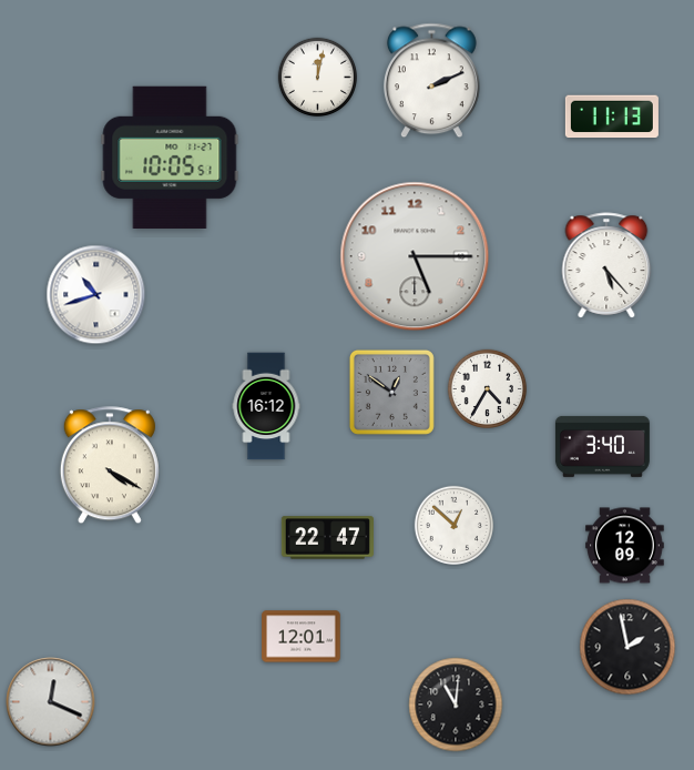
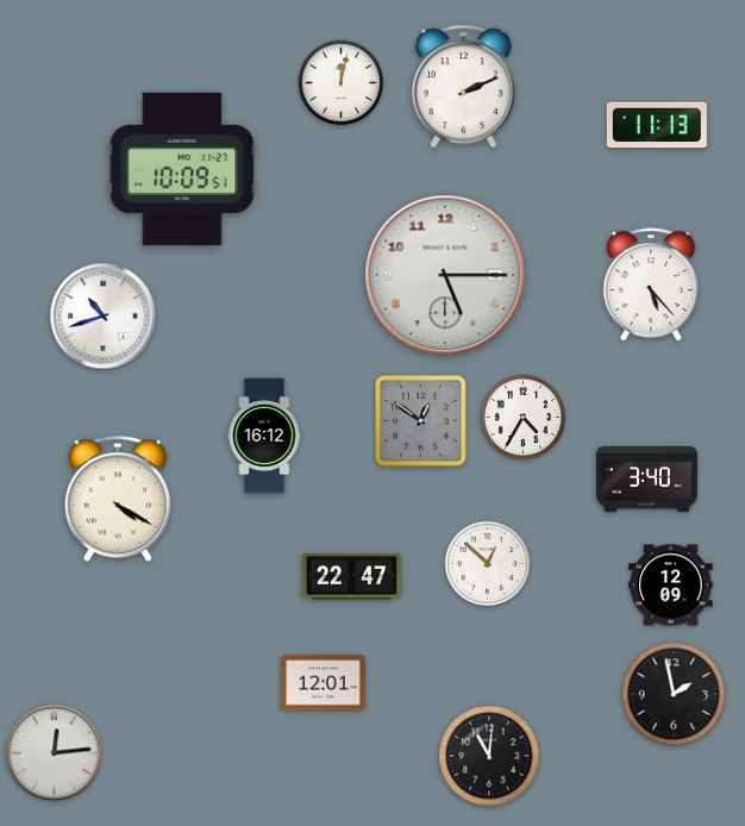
clock at (170, 158): 10:05 -> 10:09
clock at (266, 406) position: (266, 406) -> (264, 436)
clock at (51, 702): 12:19 -> 12:14
